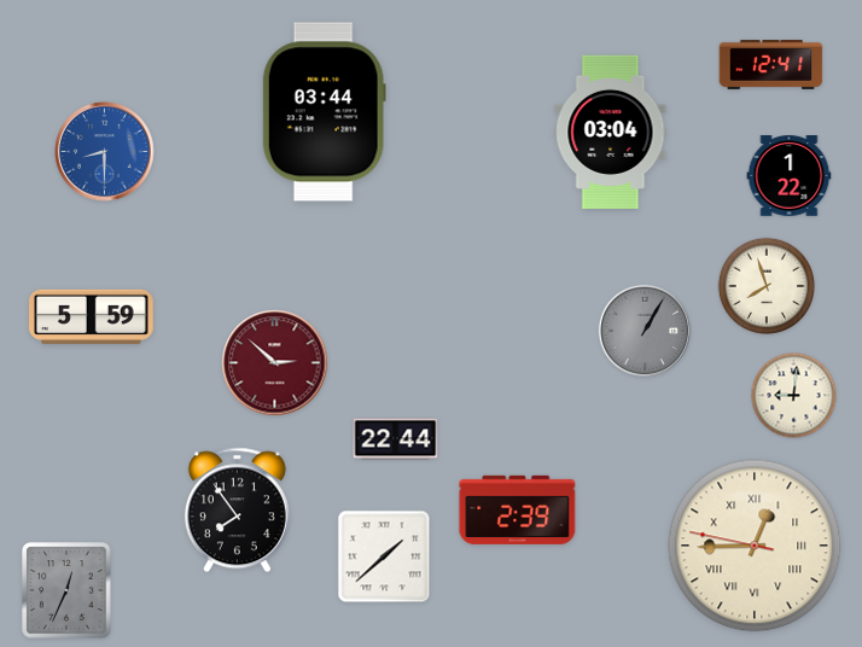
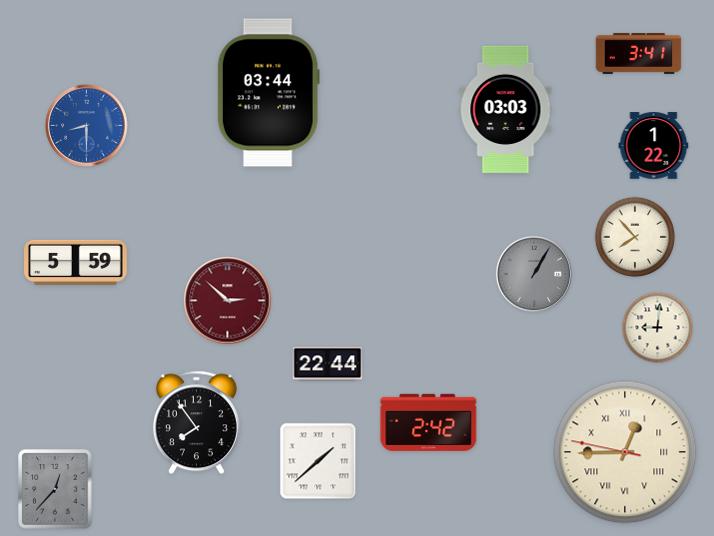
clock at (771, 64): 12:41 -> 3:41
clock at (611, 132): 03:04 -> 03:03
clock at (765, 285): 7:57 -> 7:53
clock at (518, 509): 2:39 -> 2:42
clock at (66, 590): 12:34 -> 12:37
